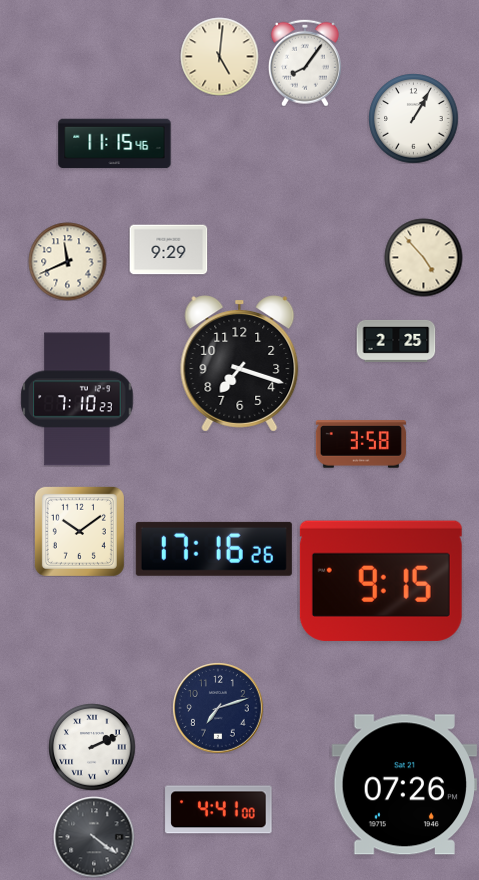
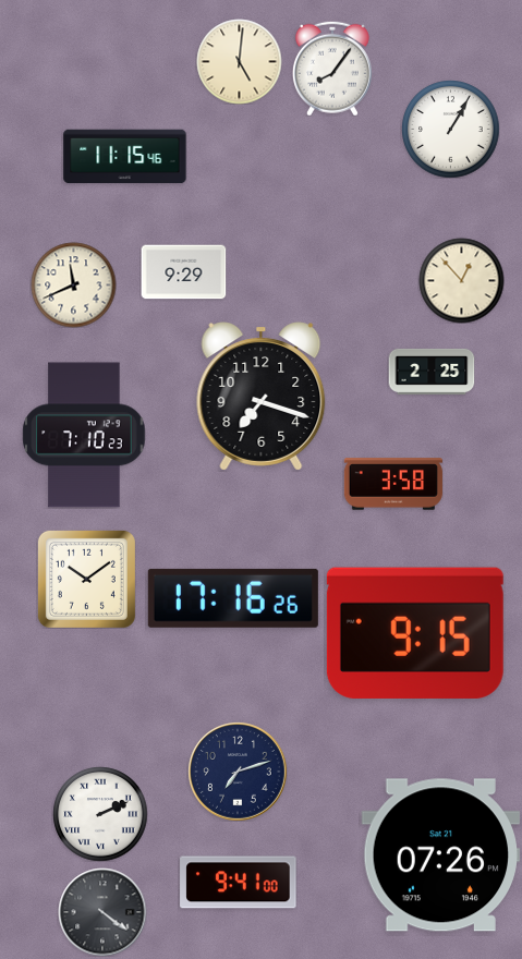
clock at (423, 257): 4:53 -> 12:53
clock at (219, 810): 4:41 -> 9:41
